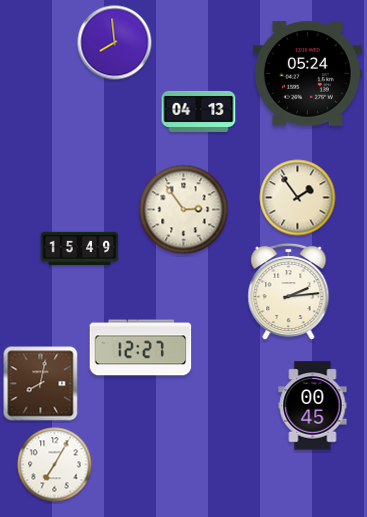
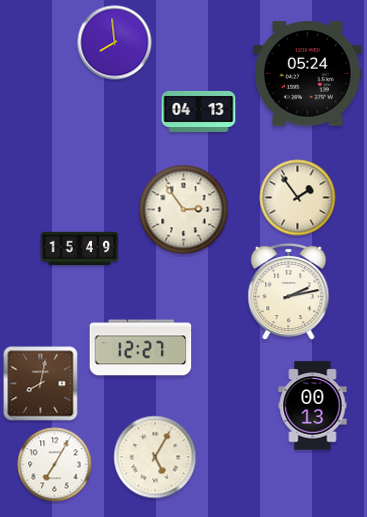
clock at (289, 292): 2:14 -> 2:13
clock at (313, 406): 00:45 -> 00:13
clock at (155, 457): none -> 5:05
